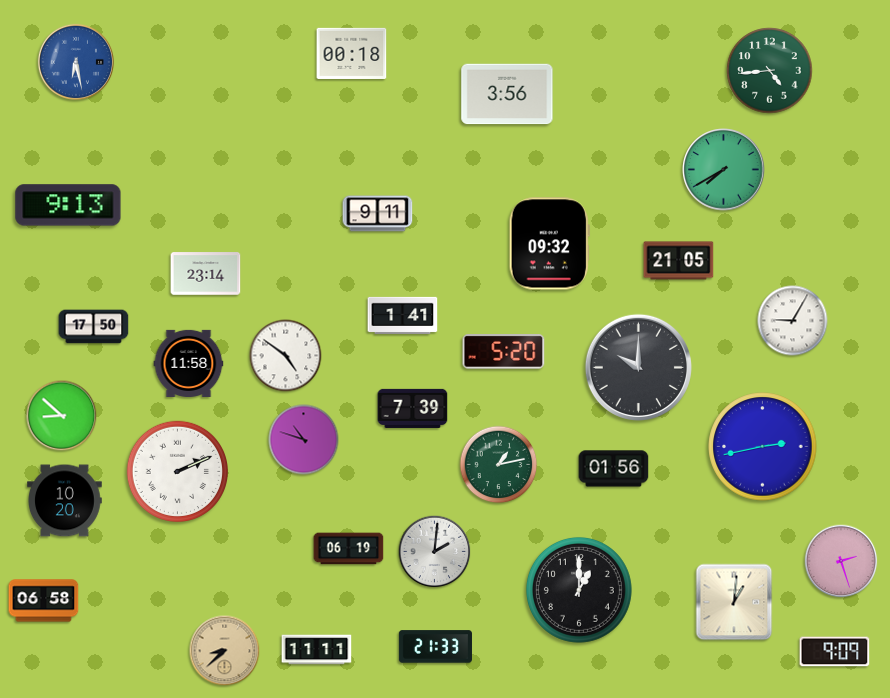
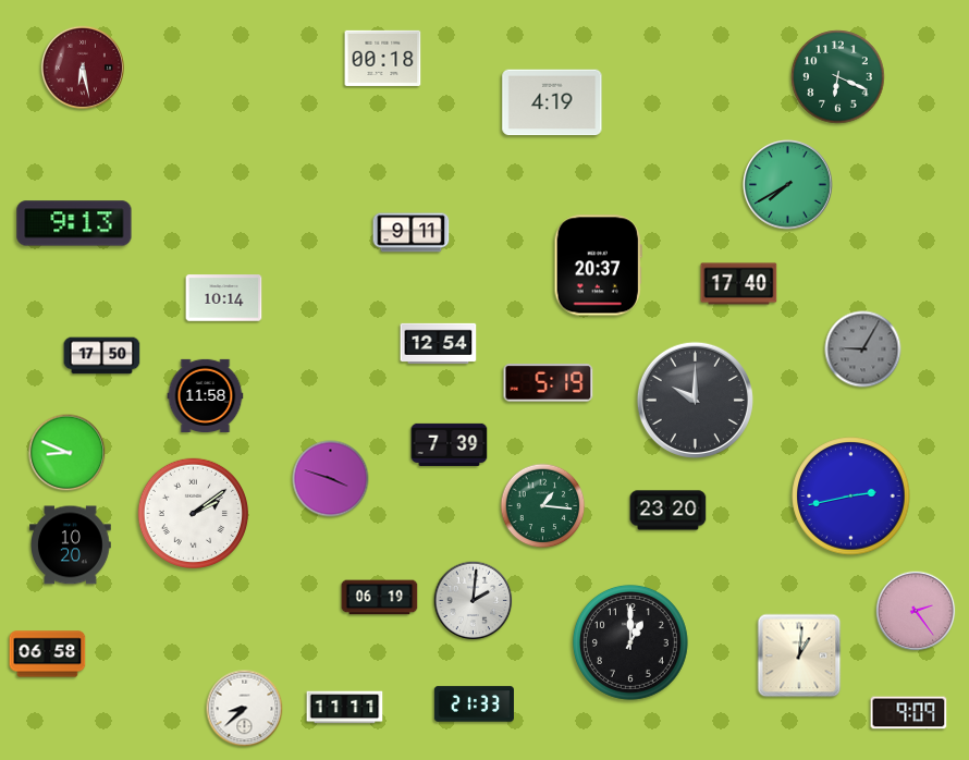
clock at (76, 62) dial: blue -> burgundy
clock at (770, 71): 4:44 -> 6:19
clock at (507, 94): 3:56 -> 4:19
clock at (549, 244): 09:32 -> 20:37
clock at (679, 261): 21:05 -> 17:40
clock at (206, 274): 23:14 -> 10:14
clock at (403, 315): 1:41 -> 12:54
clock at (793, 321) dial: white -> grey
clock at (504, 352): 5:20 -> 5:19
clock at (286, 356): 4:51 -> none
clock at (62, 416): 8:52 -> 8:49
clock at (304, 440): 10:48 -> 3:48
clock at (763, 447) position: (763, 447) -> (851, 497)
clock at (499, 465): 1:13 -> 1:16
clock at (614, 469): 01:56 -> 23:20
clock at (177, 471): 2:11 -> 2:09
clock at (841, 561): 2:27 -> 2:24
clock at (225, 651) dial: champagne -> white
clock at (835, 652) position: (835, 652) -> (909, 713)
